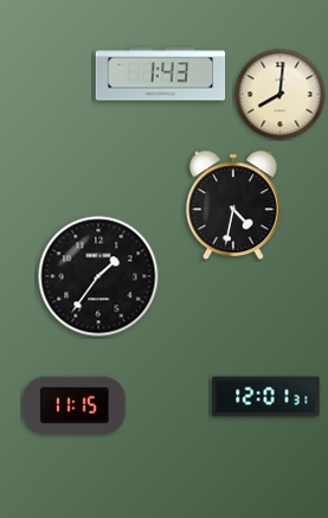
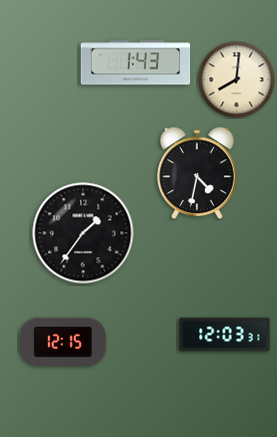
clock at (266, 397): 12:01 -> 12:03
clock at (76, 405): 11:15 -> 12:15
